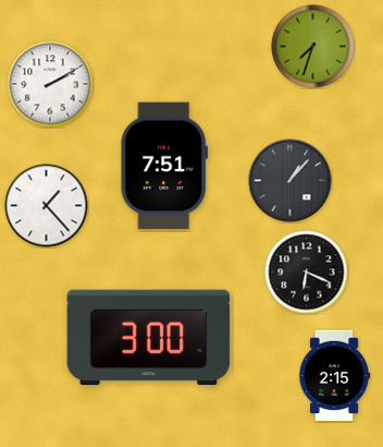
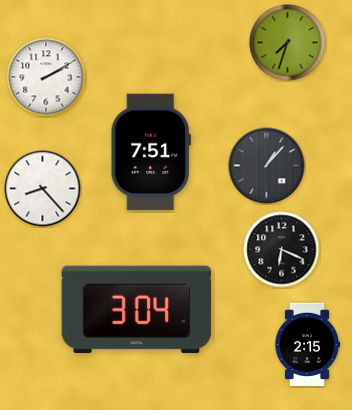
clock at (47, 206): 1:23 -> 8:23
clock at (149, 337): 3:00 -> 3:04
